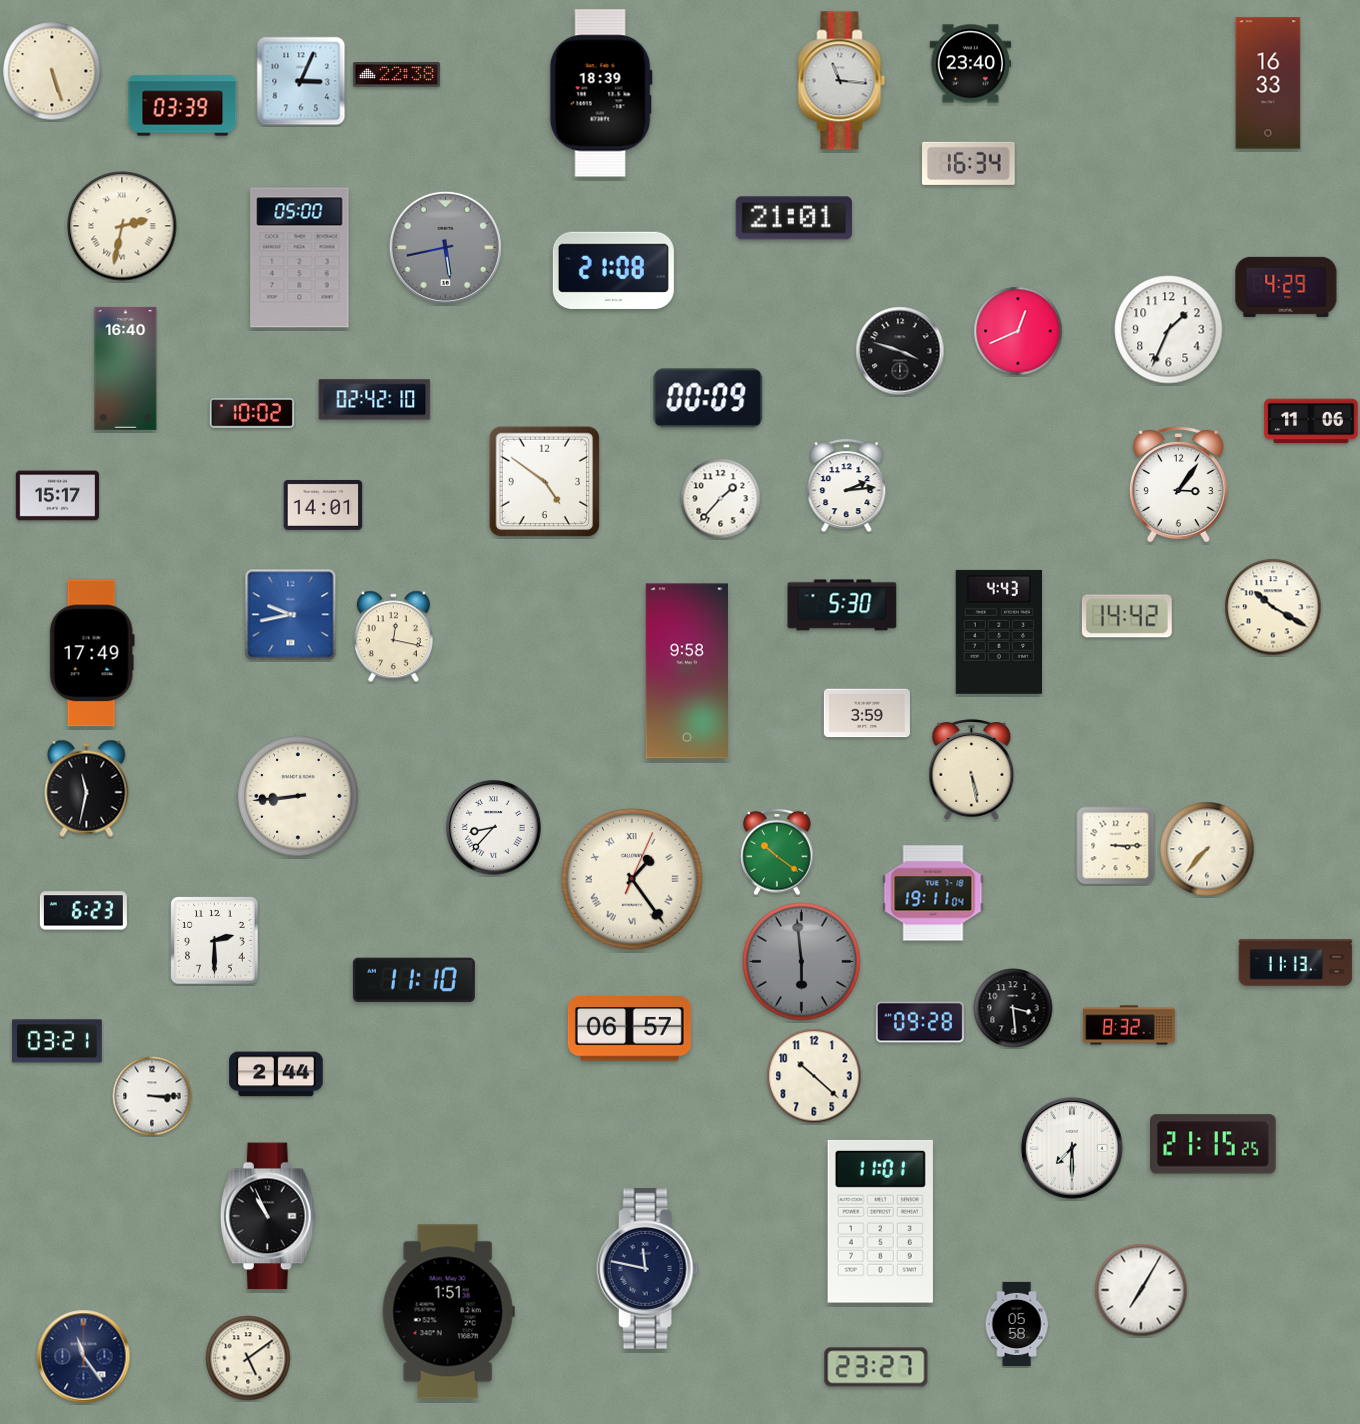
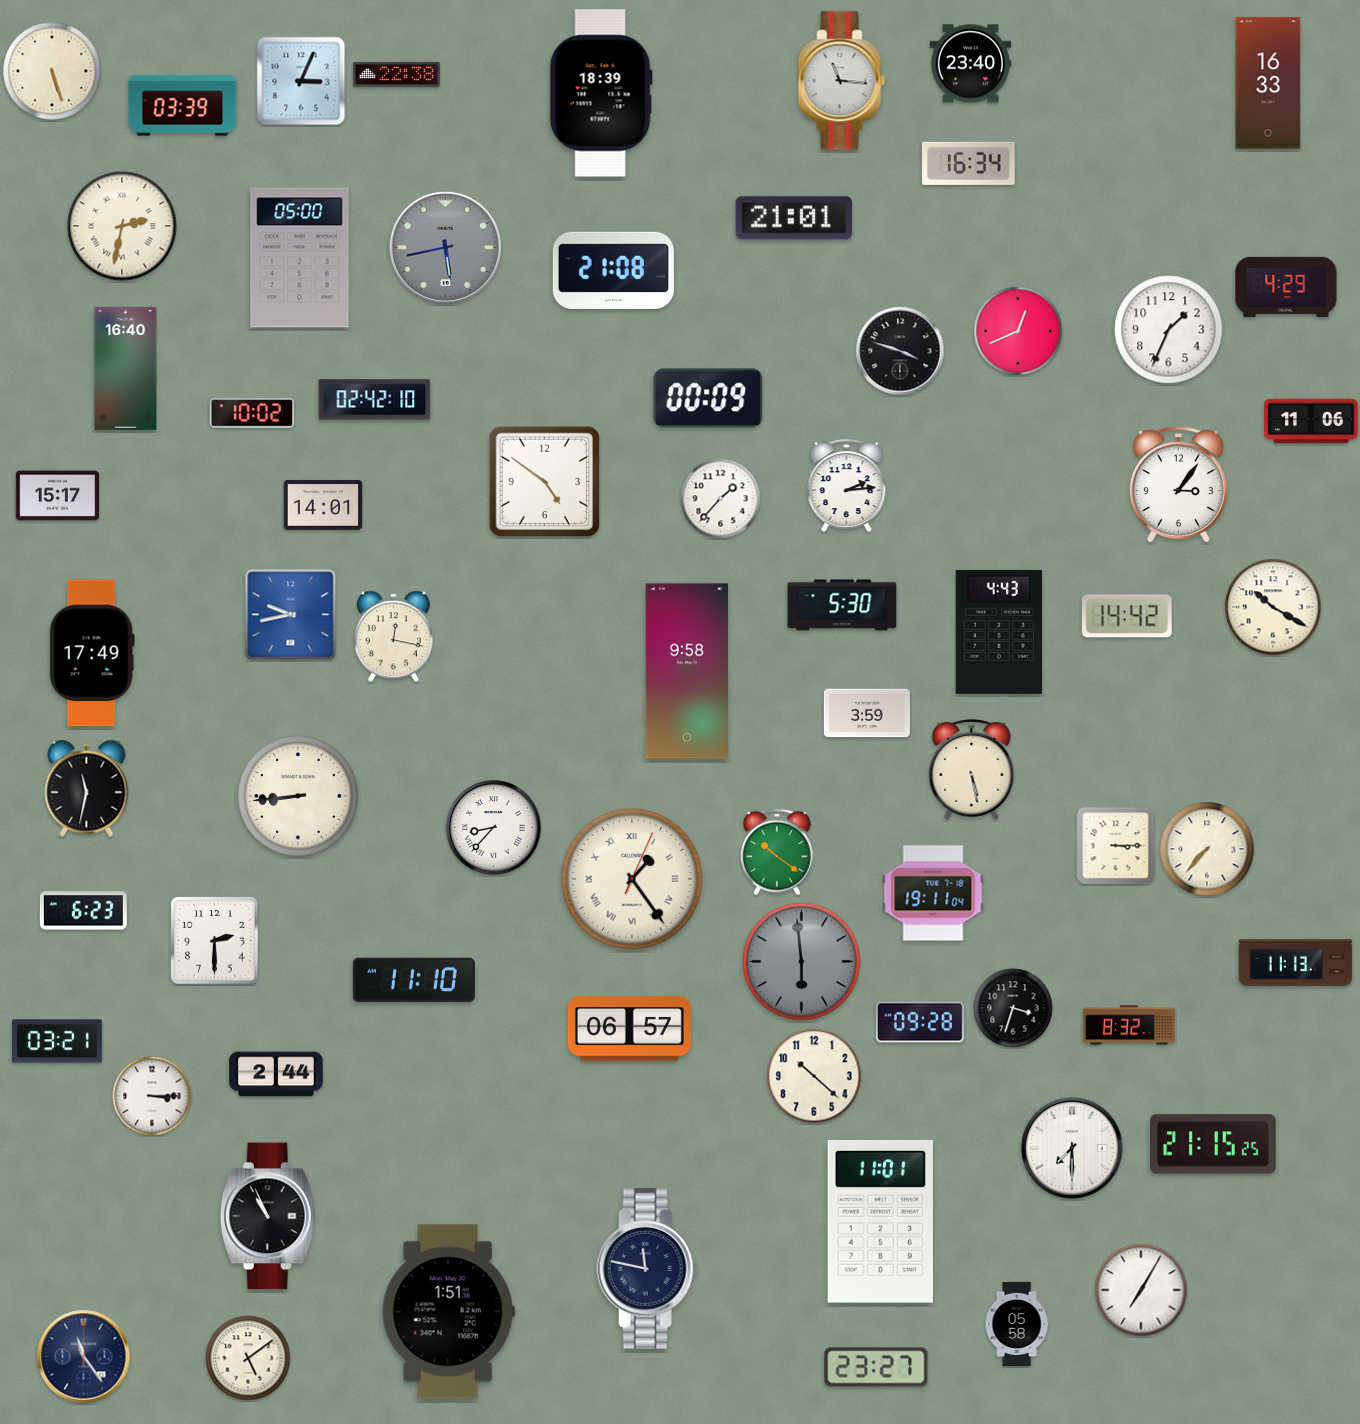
clock at (1013, 1008): 3:29 -> 3:33
